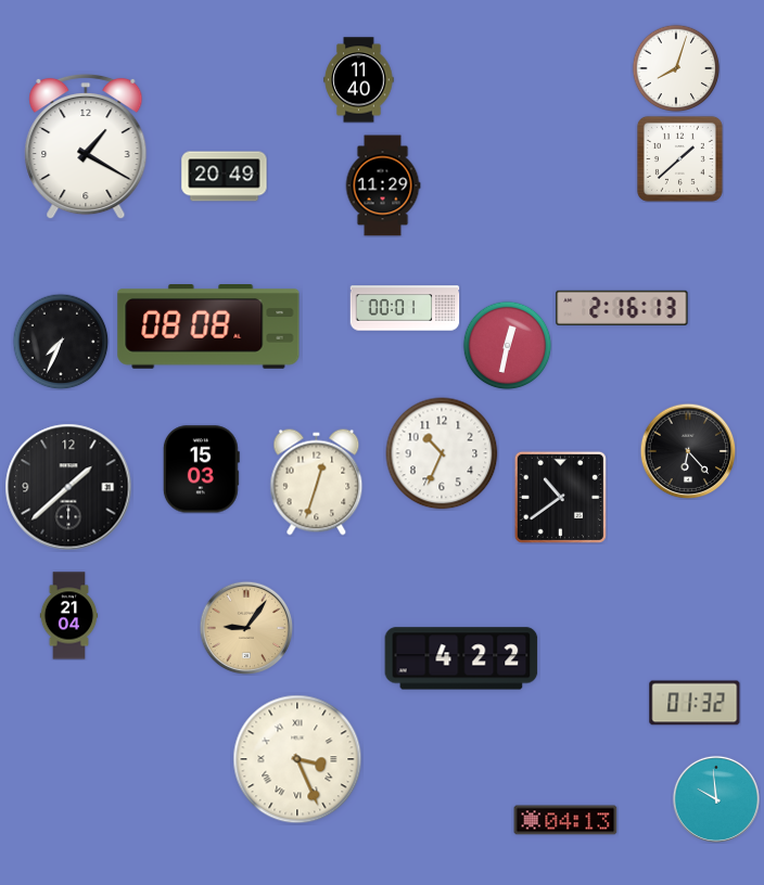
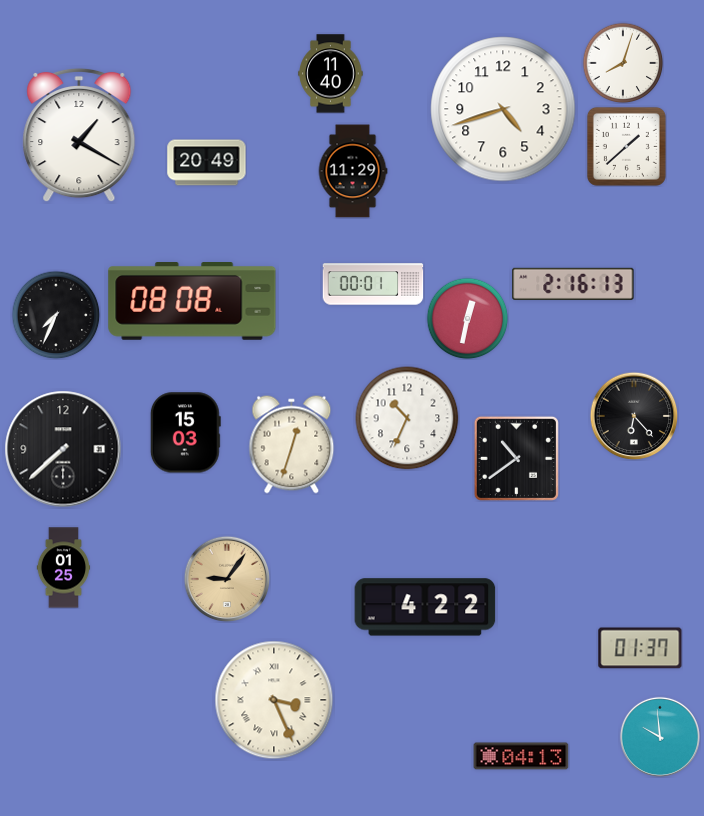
clock at (503, 109): none -> 4:42
clock at (68, 487): 1:38 -> 7:38
clock at (69, 616): 21:04 -> 01:25
clock at (695, 703): 01:32 -> 01:37
